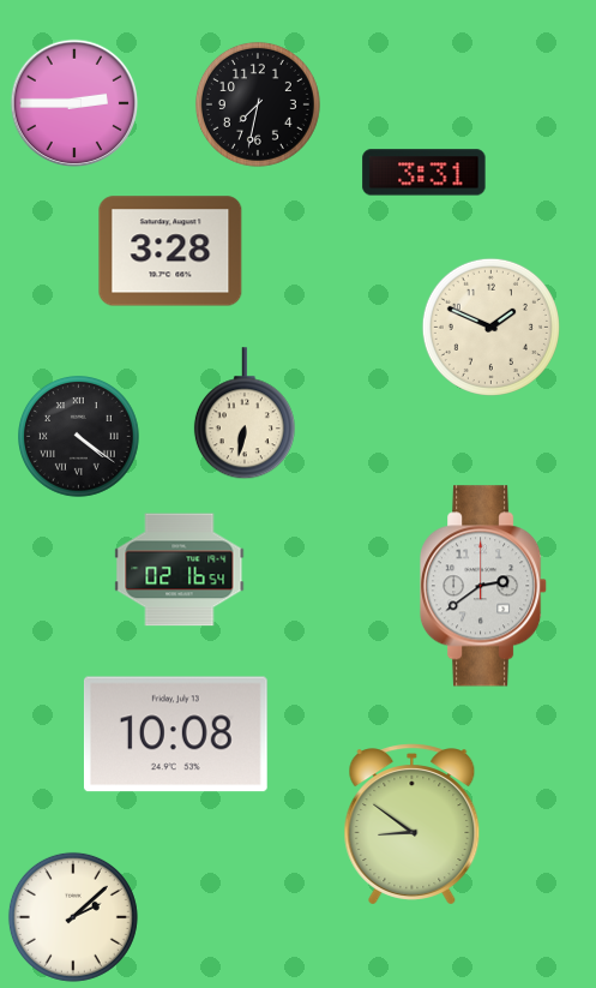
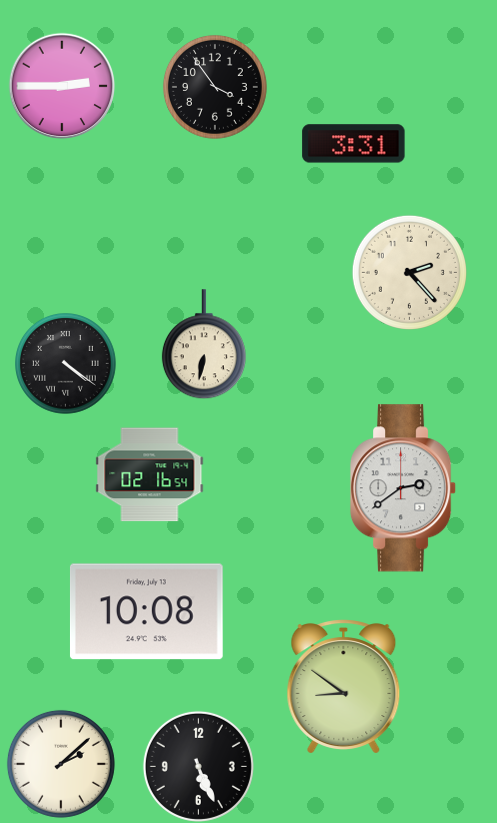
clock at (258, 104): 7:32 -> 3:54
clock at (170, 251): 3:28 -> none
clock at (490, 327): 1:49 -> 2:23
clock at (198, 766): none -> 5:26
